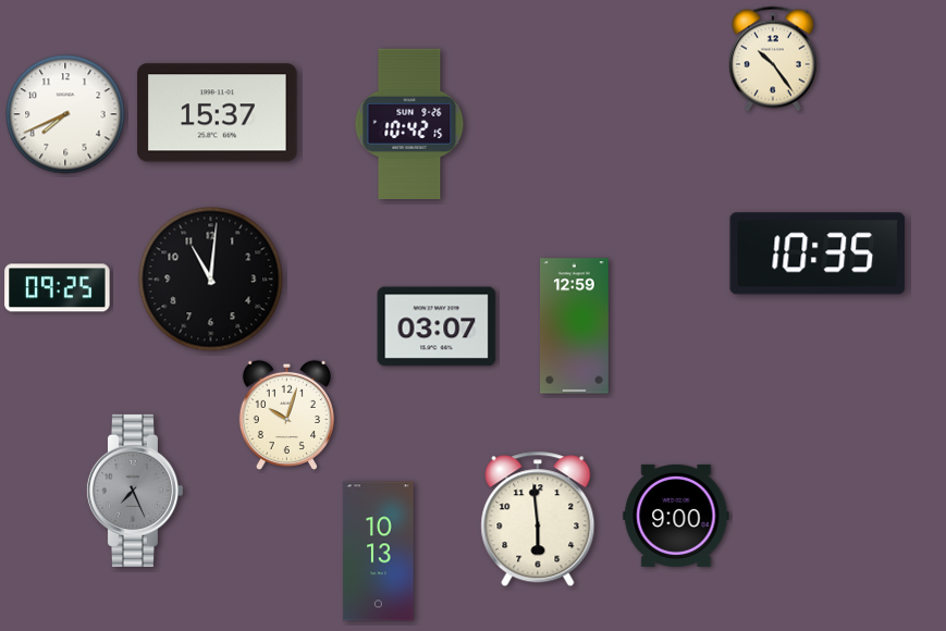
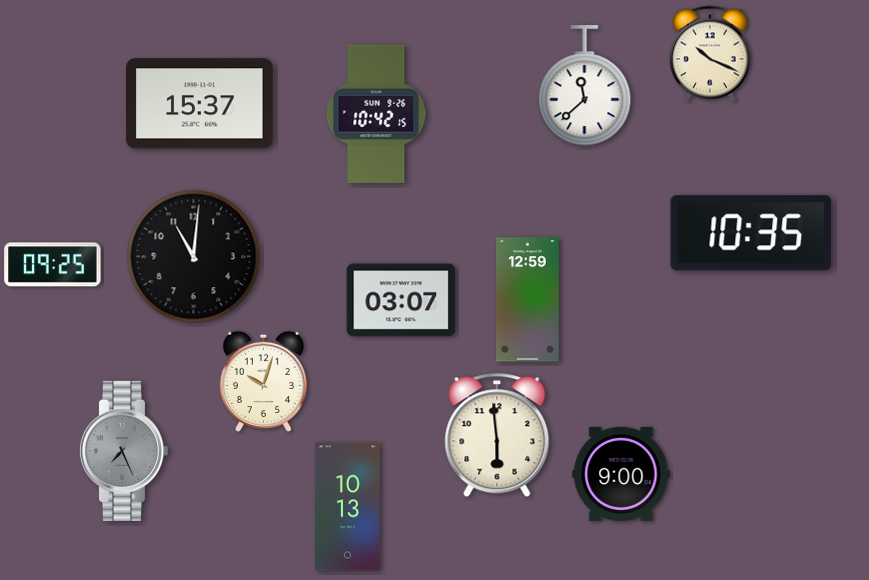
clock at (773, 59): 10:24 -> 10:19
clock at (585, 86): none -> 11:38
clock at (65, 114): 7:41 -> none
clock at (538, 519) position: (538, 519) -> (497, 435)
